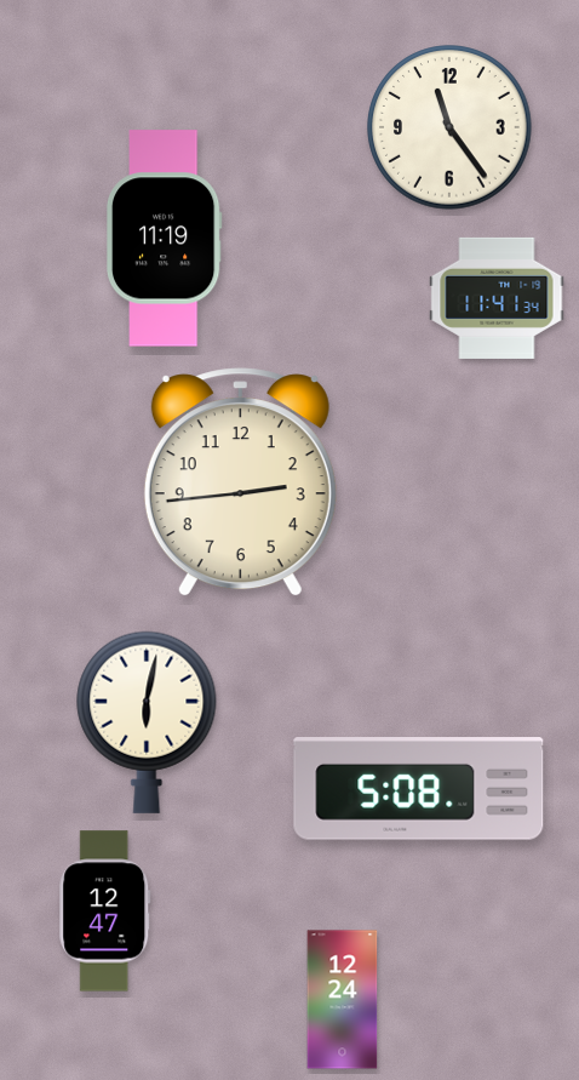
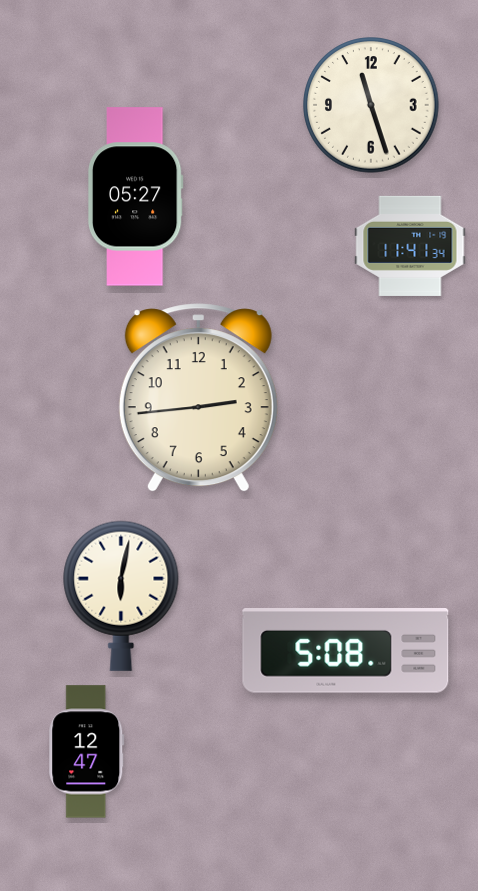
clock at (449, 127): 11:24 -> 11:27
clock at (164, 239): 11:19 -> 05:27
clock at (343, 1000): 12:24 -> none
